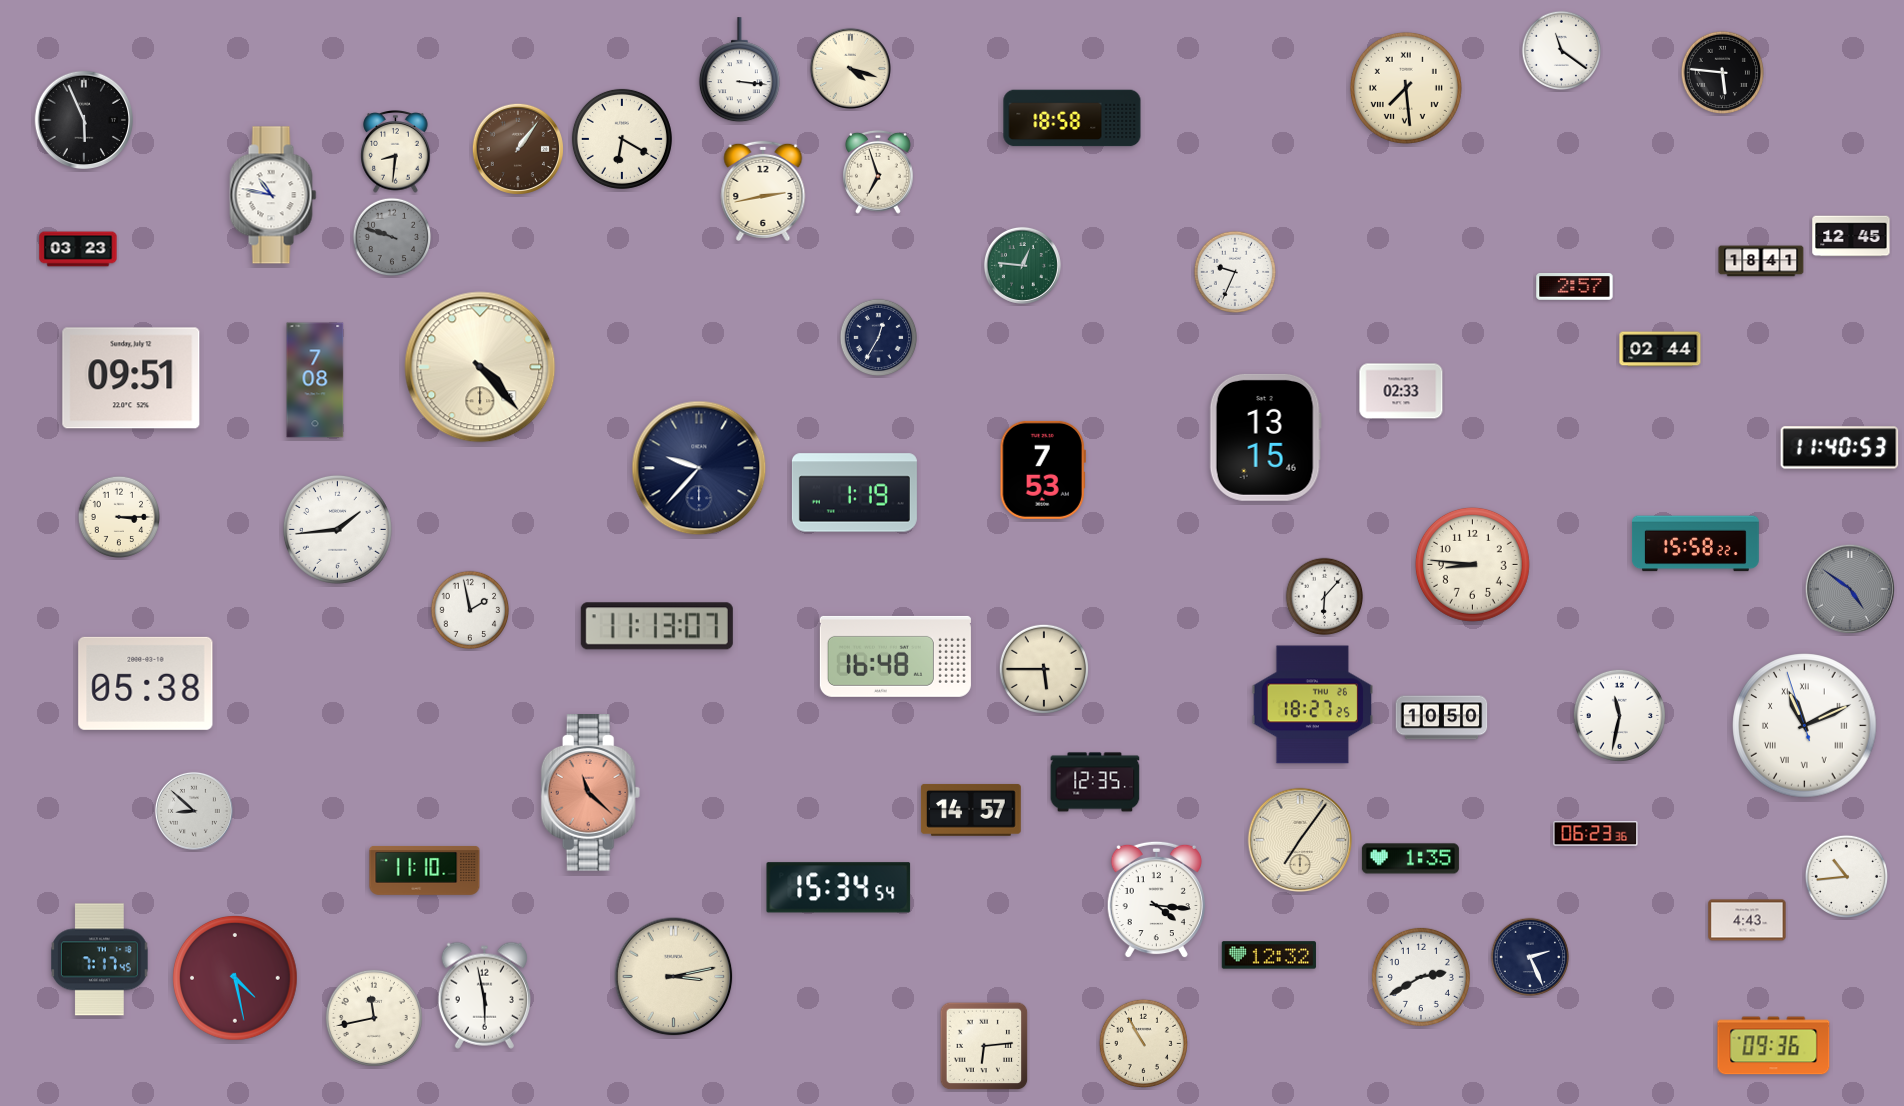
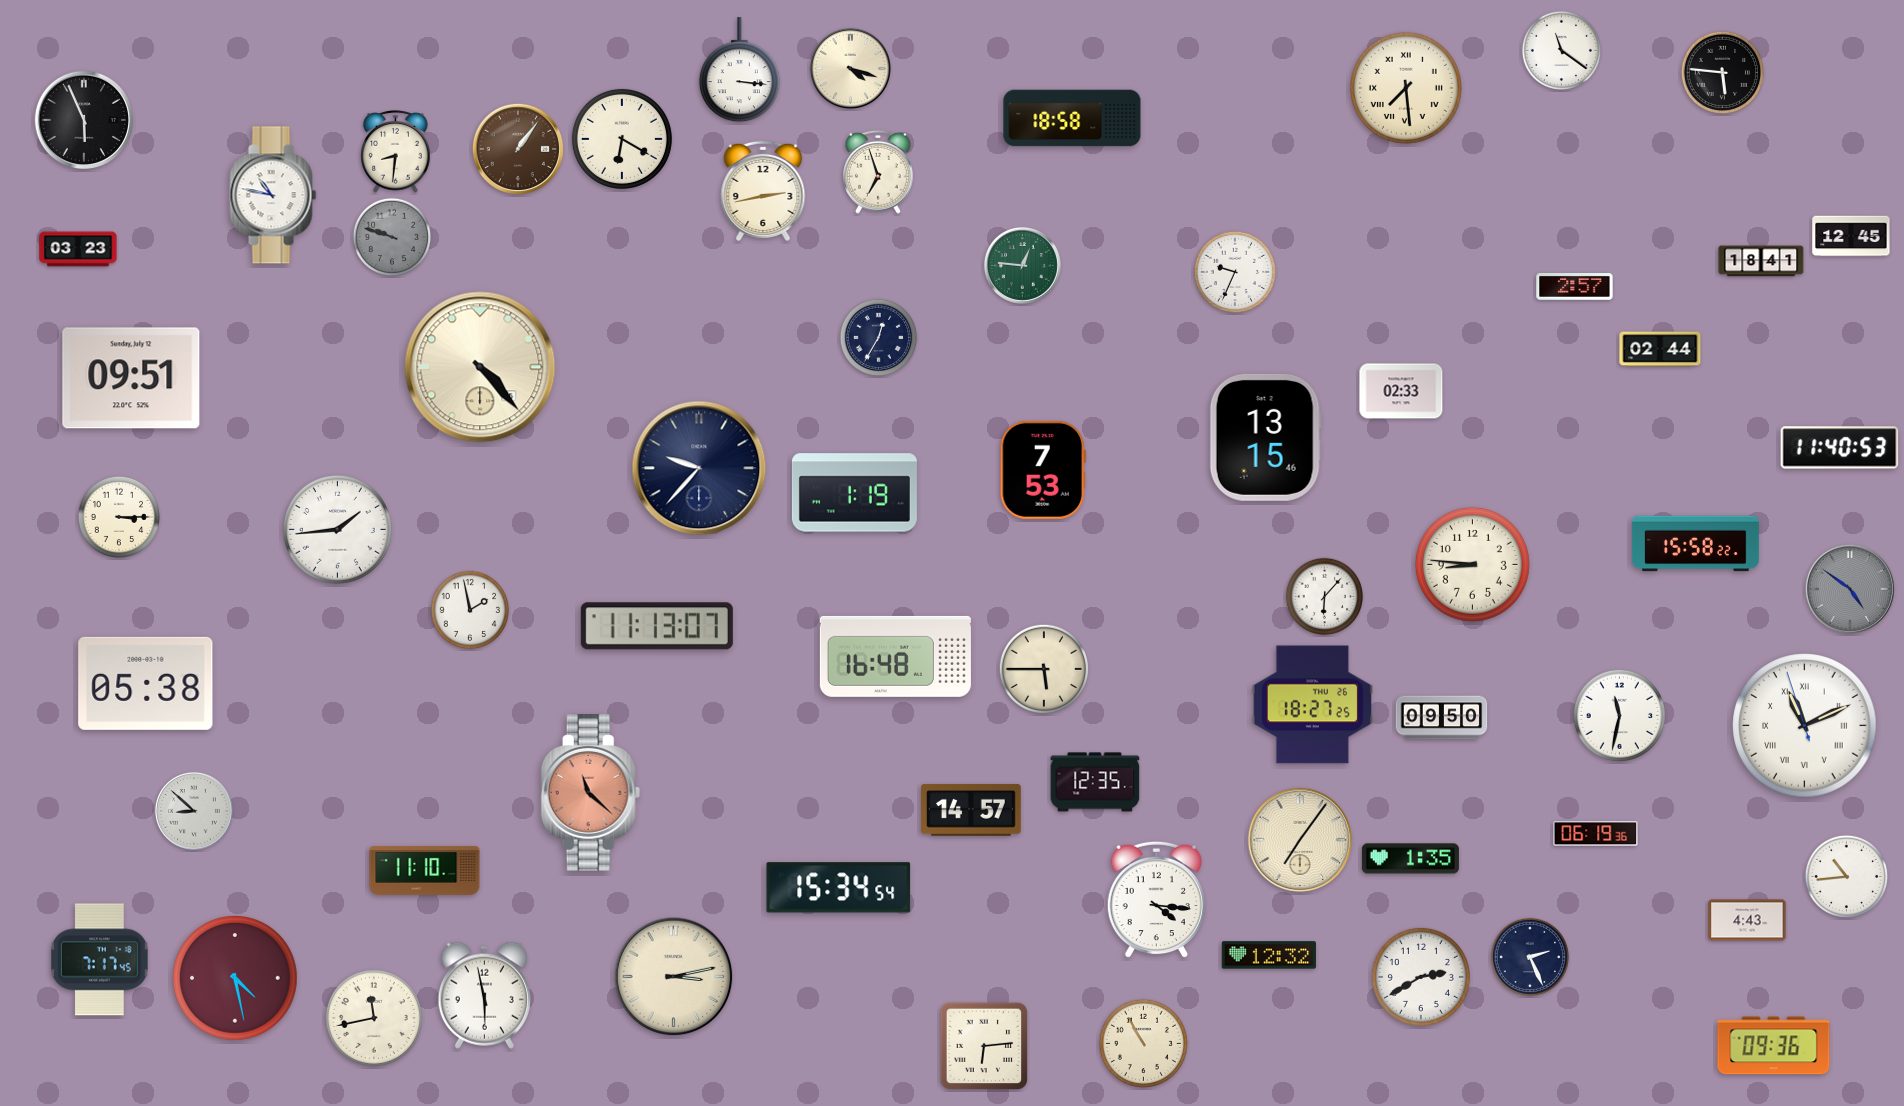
clock at (315, 380): 7:08 -> none
clock at (1442, 718): 10:50 -> 09:50
clock at (1596, 834): 06:23 -> 06:19
